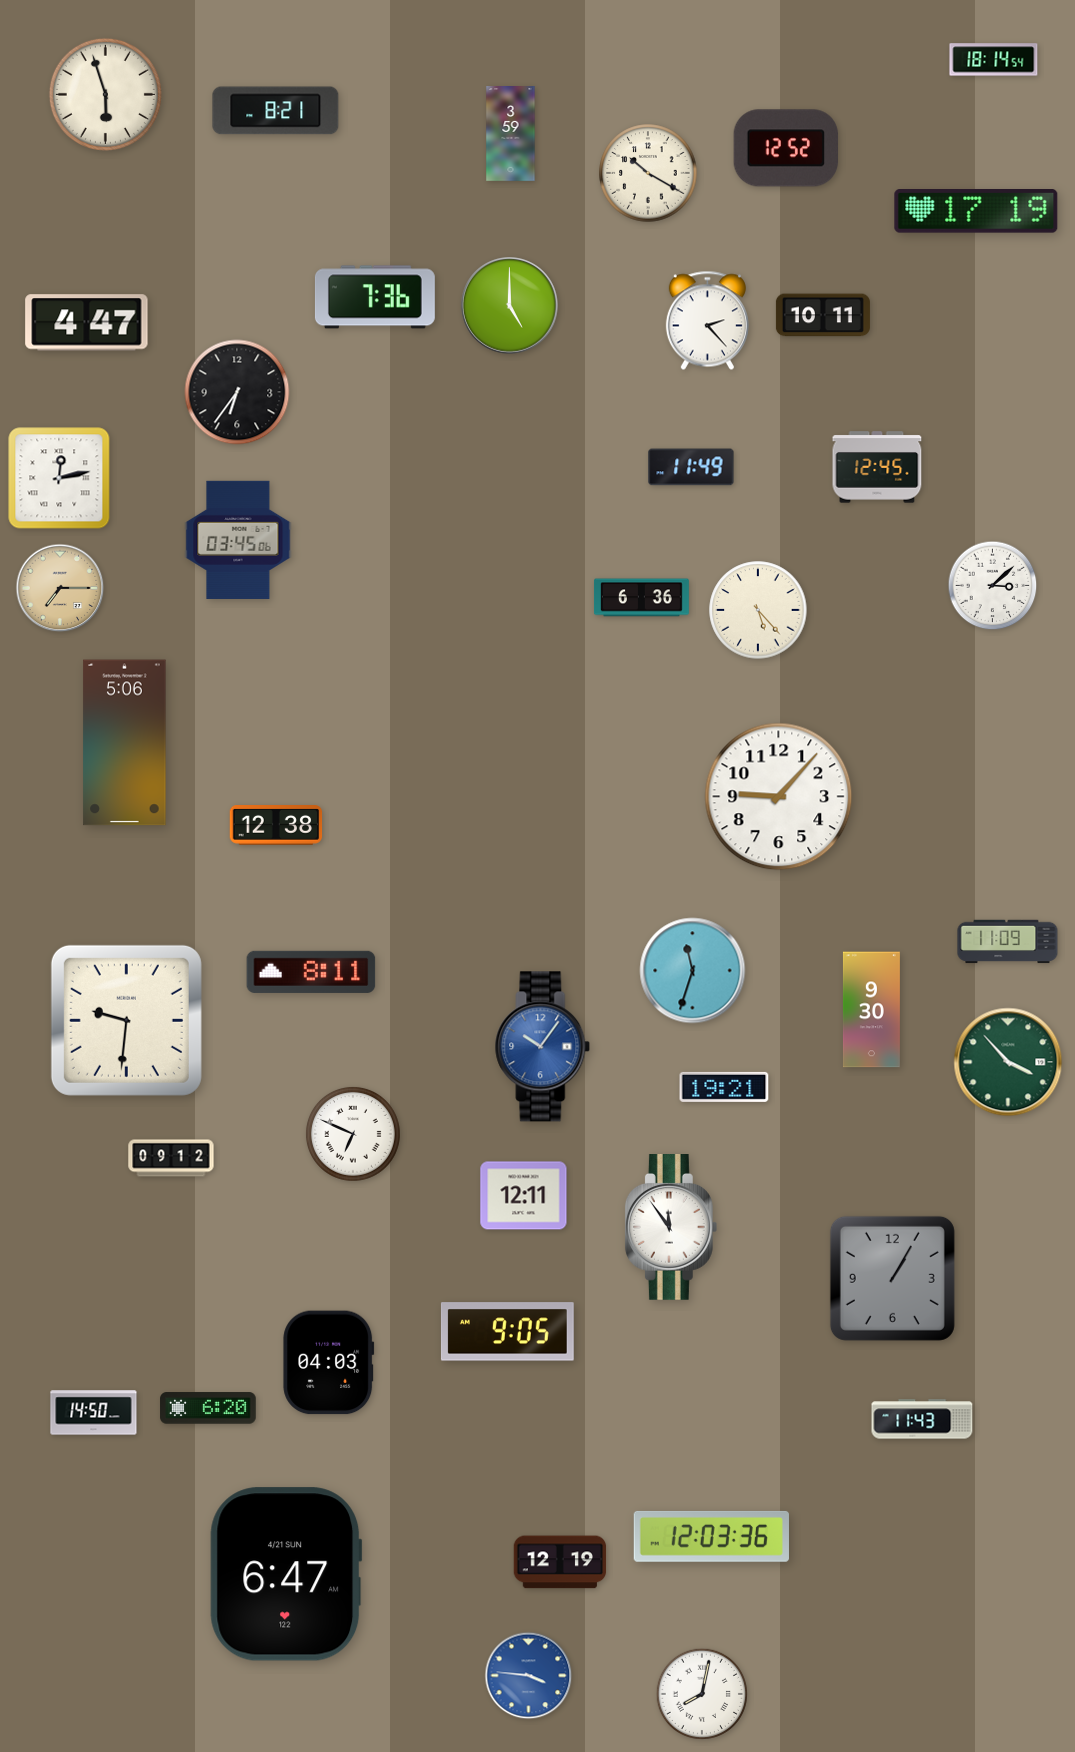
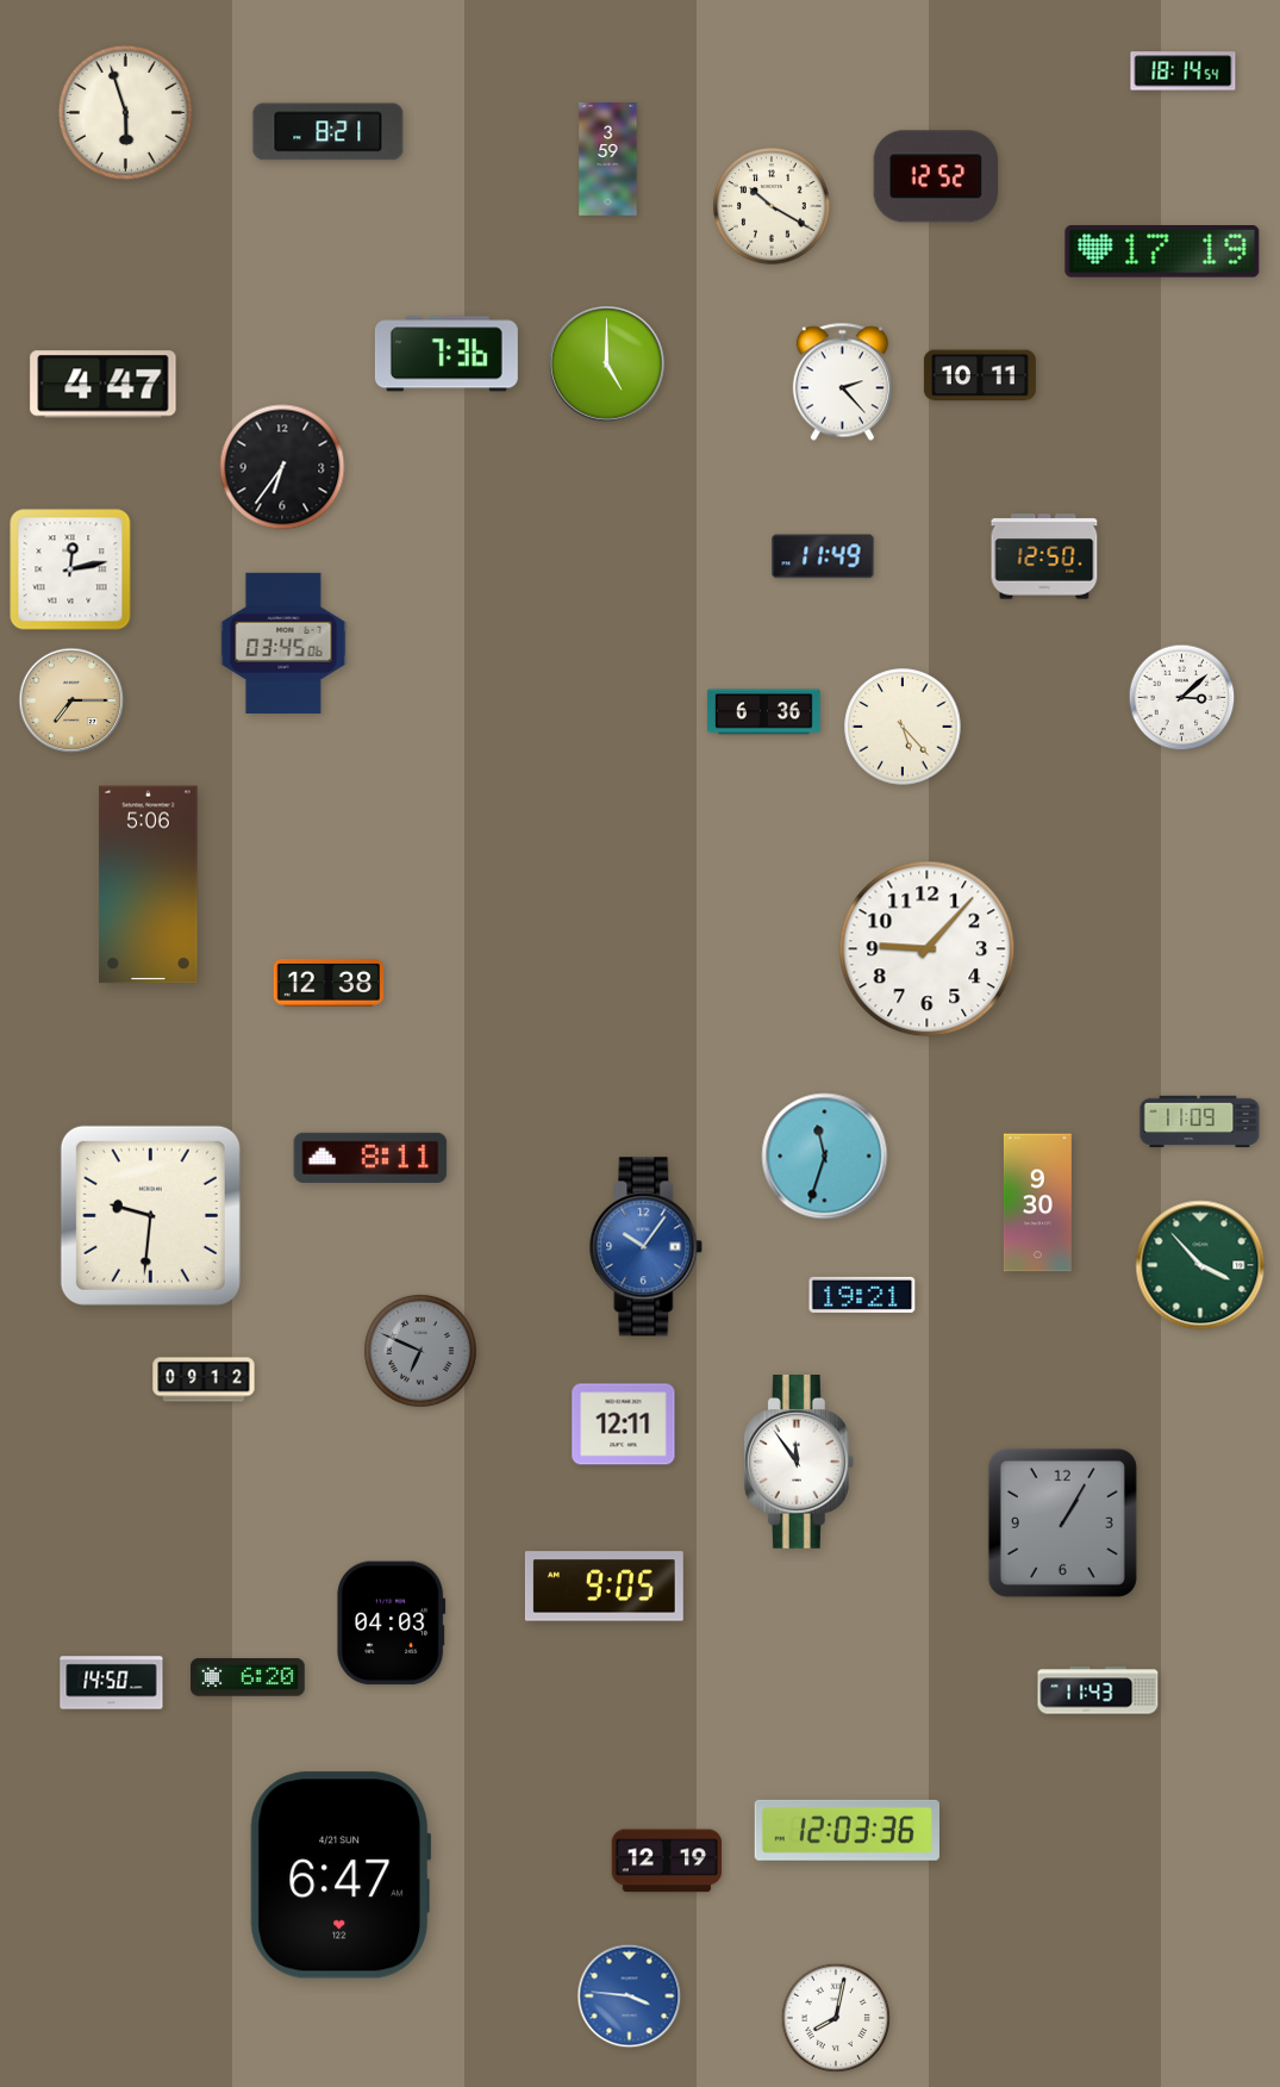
clock at (877, 467): 12:45 -> 12:50
clock at (353, 1134) dial: white -> grey
